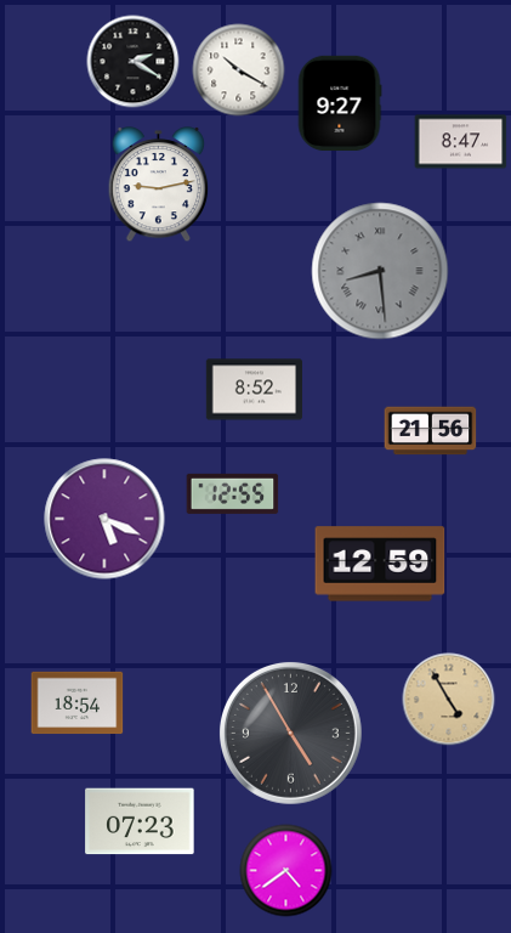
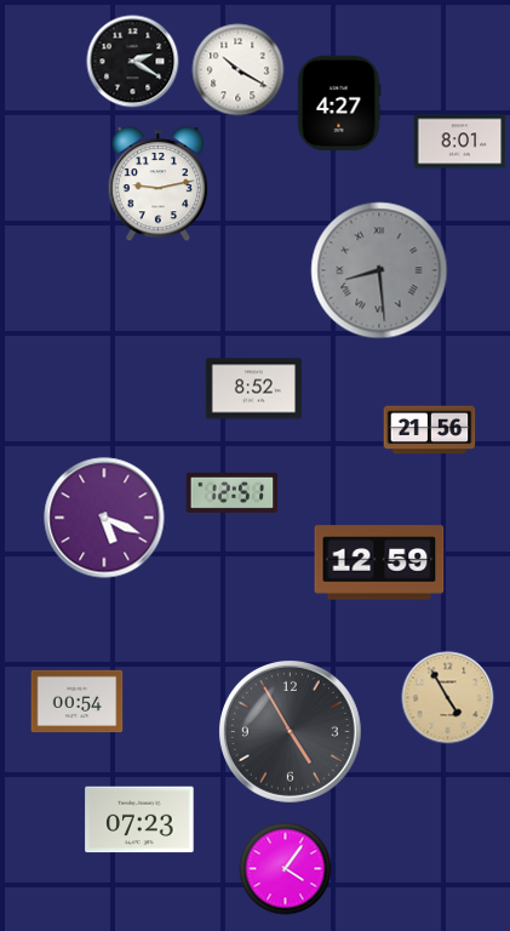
clock at (340, 103): 9:27 -> 4:27
clock at (461, 142): 8:47 -> 8:01
clock at (233, 493): 12:55 -> 12:51
clock at (78, 703): 18:54 -> 00:54
clock at (286, 871): 4:39 -> 4:06
